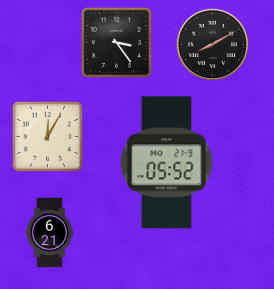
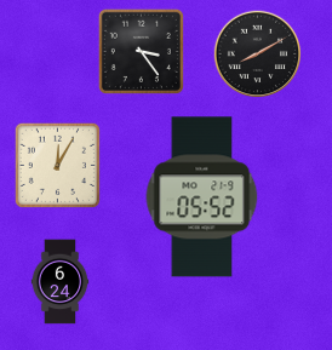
clock at (50, 233): 6:21 -> 6:24
